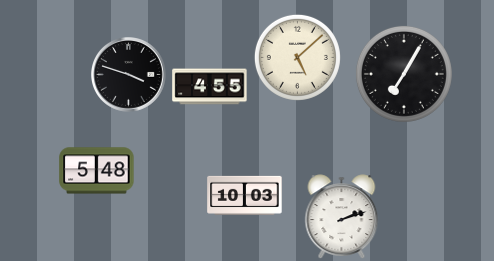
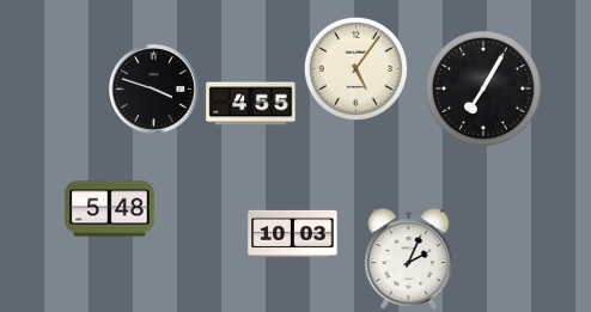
clock at (297, 57): 5:08 -> 5:06
clock at (97, 171) position: (97, 171) -> (110, 209)
clock at (342, 217): 2:12 -> 2:04
